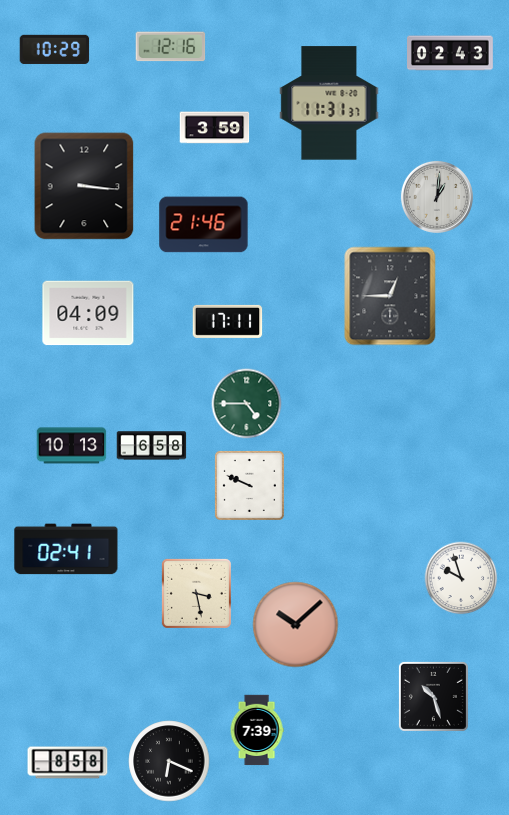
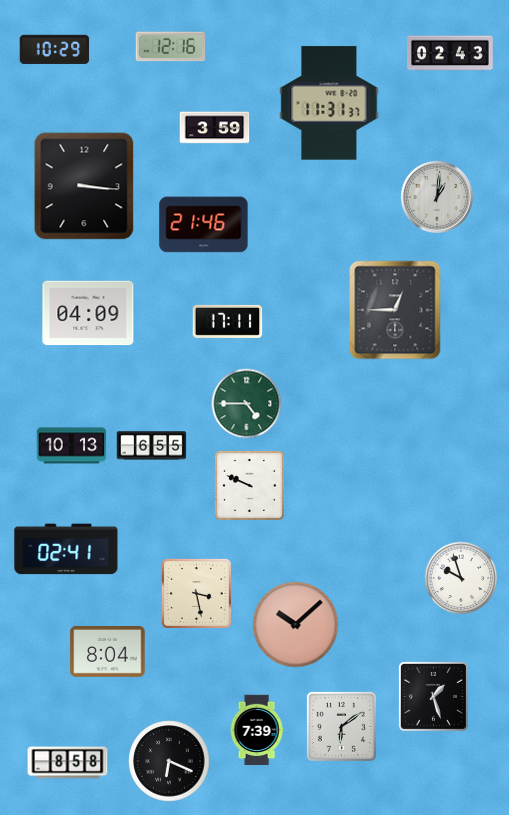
clock at (390, 296) position: (390, 296) -> (395, 310)
clock at (152, 446): 6:58 -> 6:55
clock at (108, 652): none -> 8:04
clock at (433, 696): 10:27 -> 1:27
clock at (341, 726): none -> 6:09
